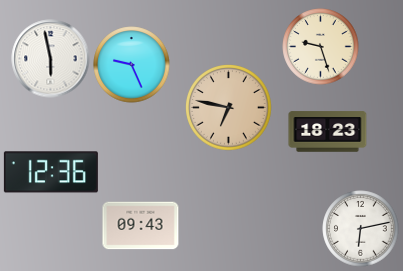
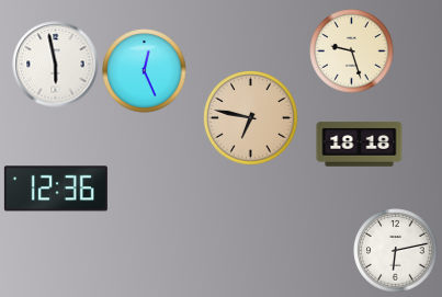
clock at (132, 65): 9:26 -> 12:26
clock at (328, 132): 18:23 -> 18:18
clock at (141, 226): 09:43 -> none
